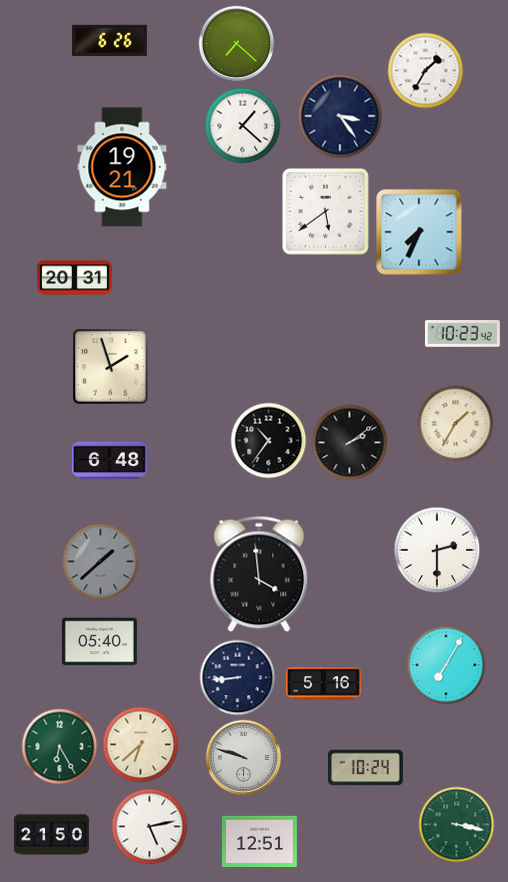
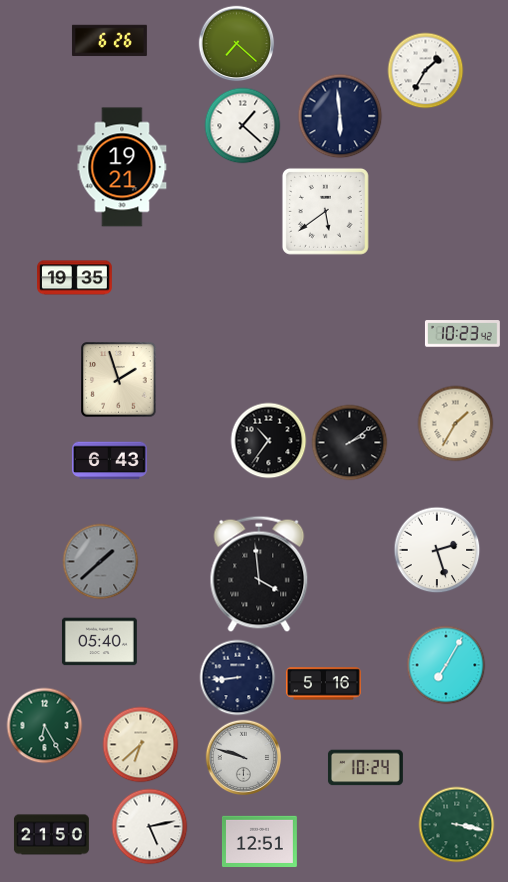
clock at (340, 116): 3:24 -> 5:59
clock at (419, 232): 7:34 -> none
clock at (75, 278): 20:31 -> 19:35
clock at (111, 367) position: (111, 367) -> (119, 380)
clock at (109, 461): 6:48 -> 6:43
clock at (437, 550): 2:30 -> 2:27
clock at (60, 747) position: (60, 747) -> (45, 726)
